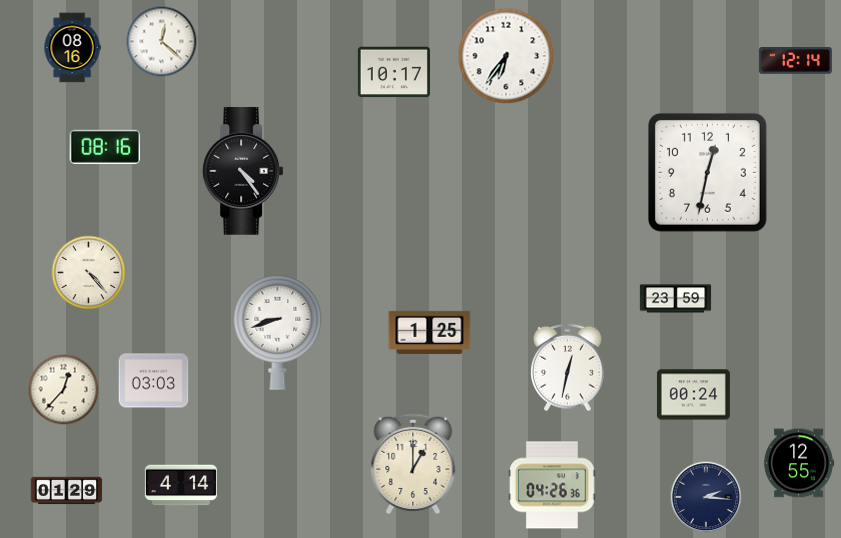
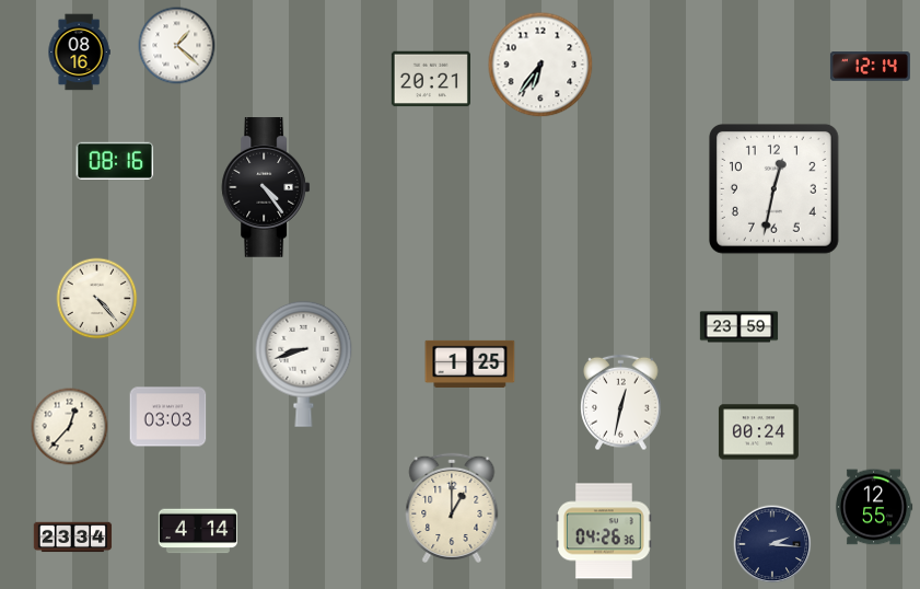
clock at (162, 42): 12:22 -> 1:22
clock at (506, 56) position: (506, 56) -> (540, 65)
clock at (394, 72): 10:17 -> 20:21
clock at (67, 491): 01:29 -> 23:34
